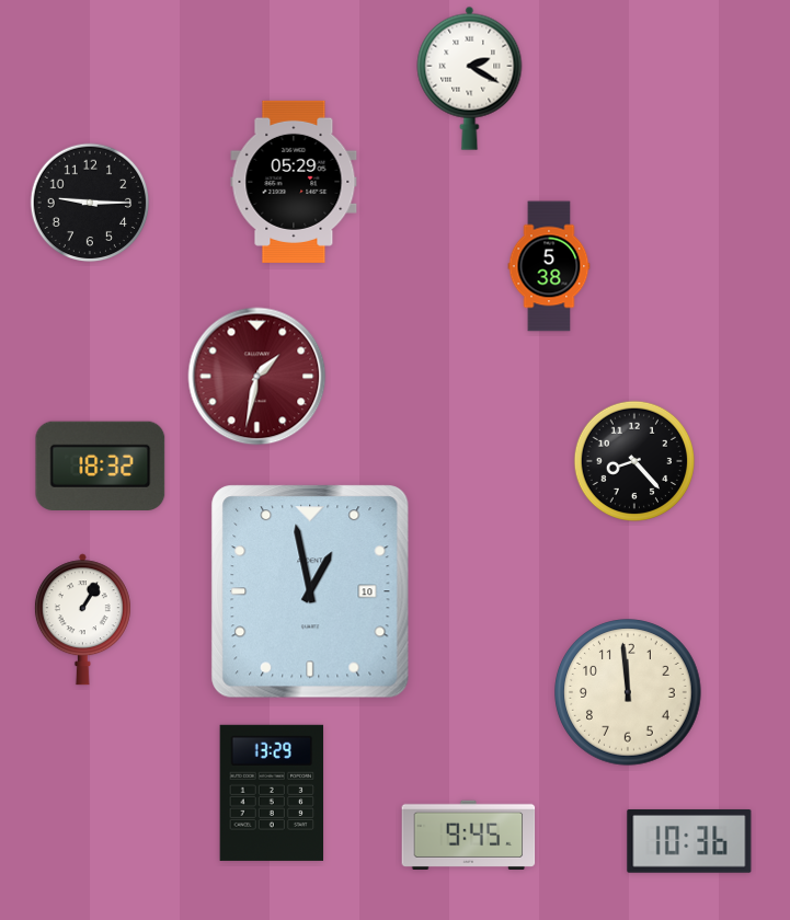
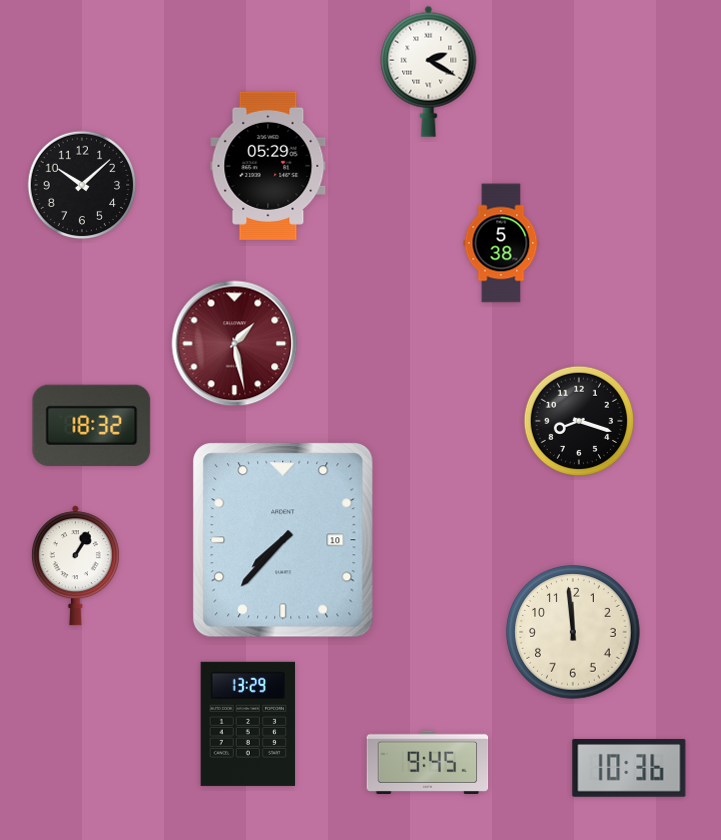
clock at (90, 203): 9:15 -> 10:08
clock at (257, 377): 1:32 -> 1:28
clock at (633, 460): 8:23 -> 8:18
clock at (310, 591): 12:58 -> 7:37
